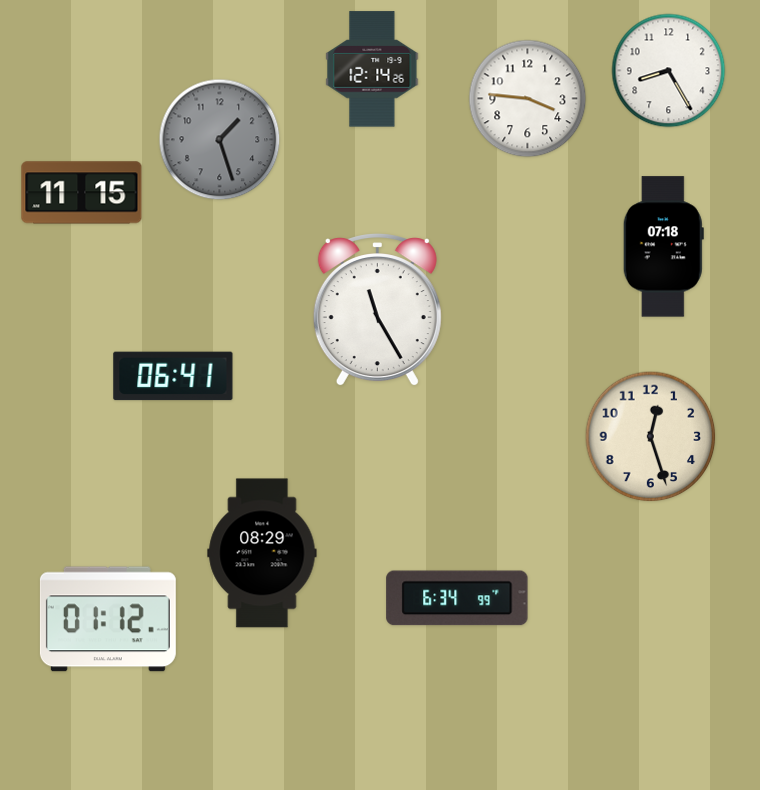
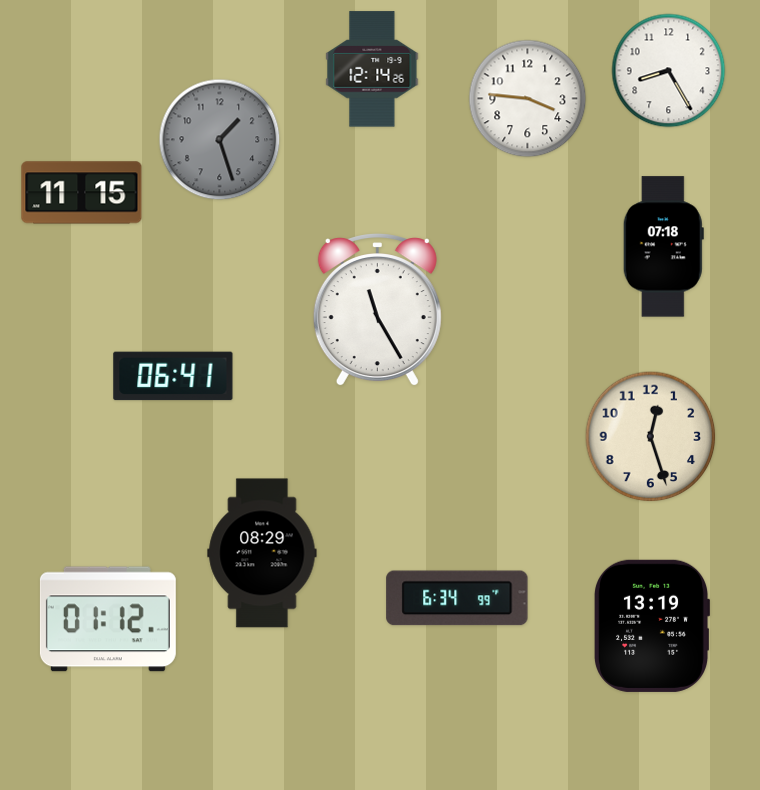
clock at (652, 626): none -> 13:19
